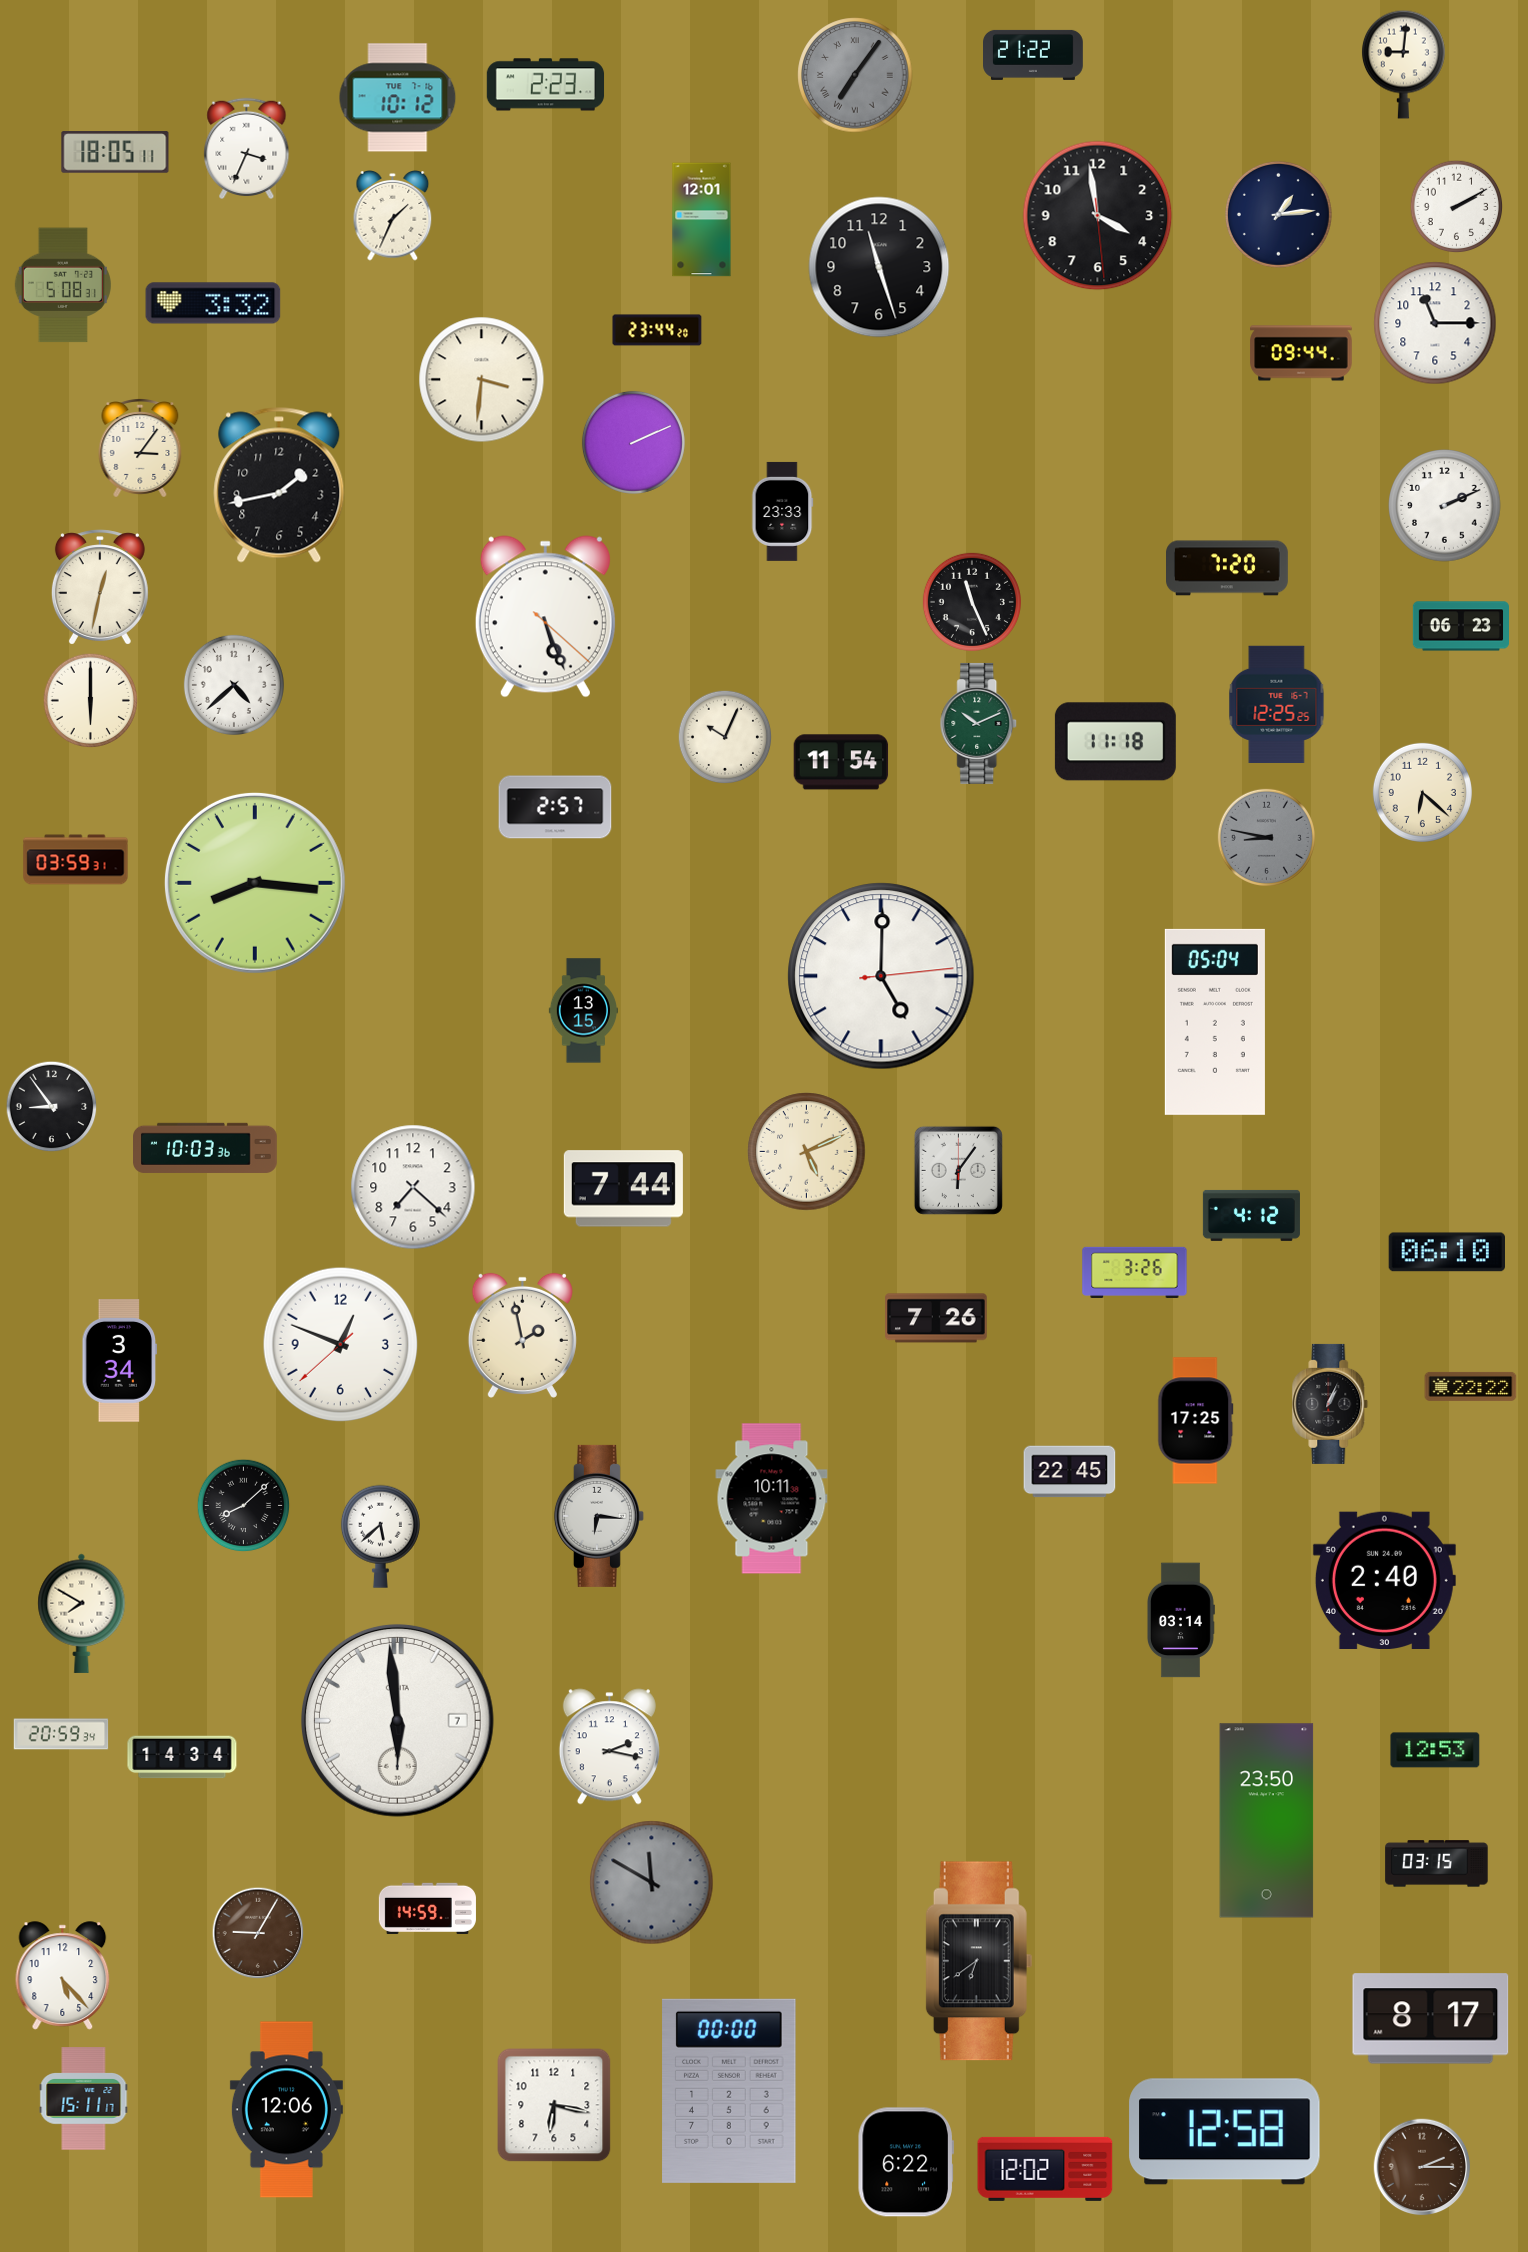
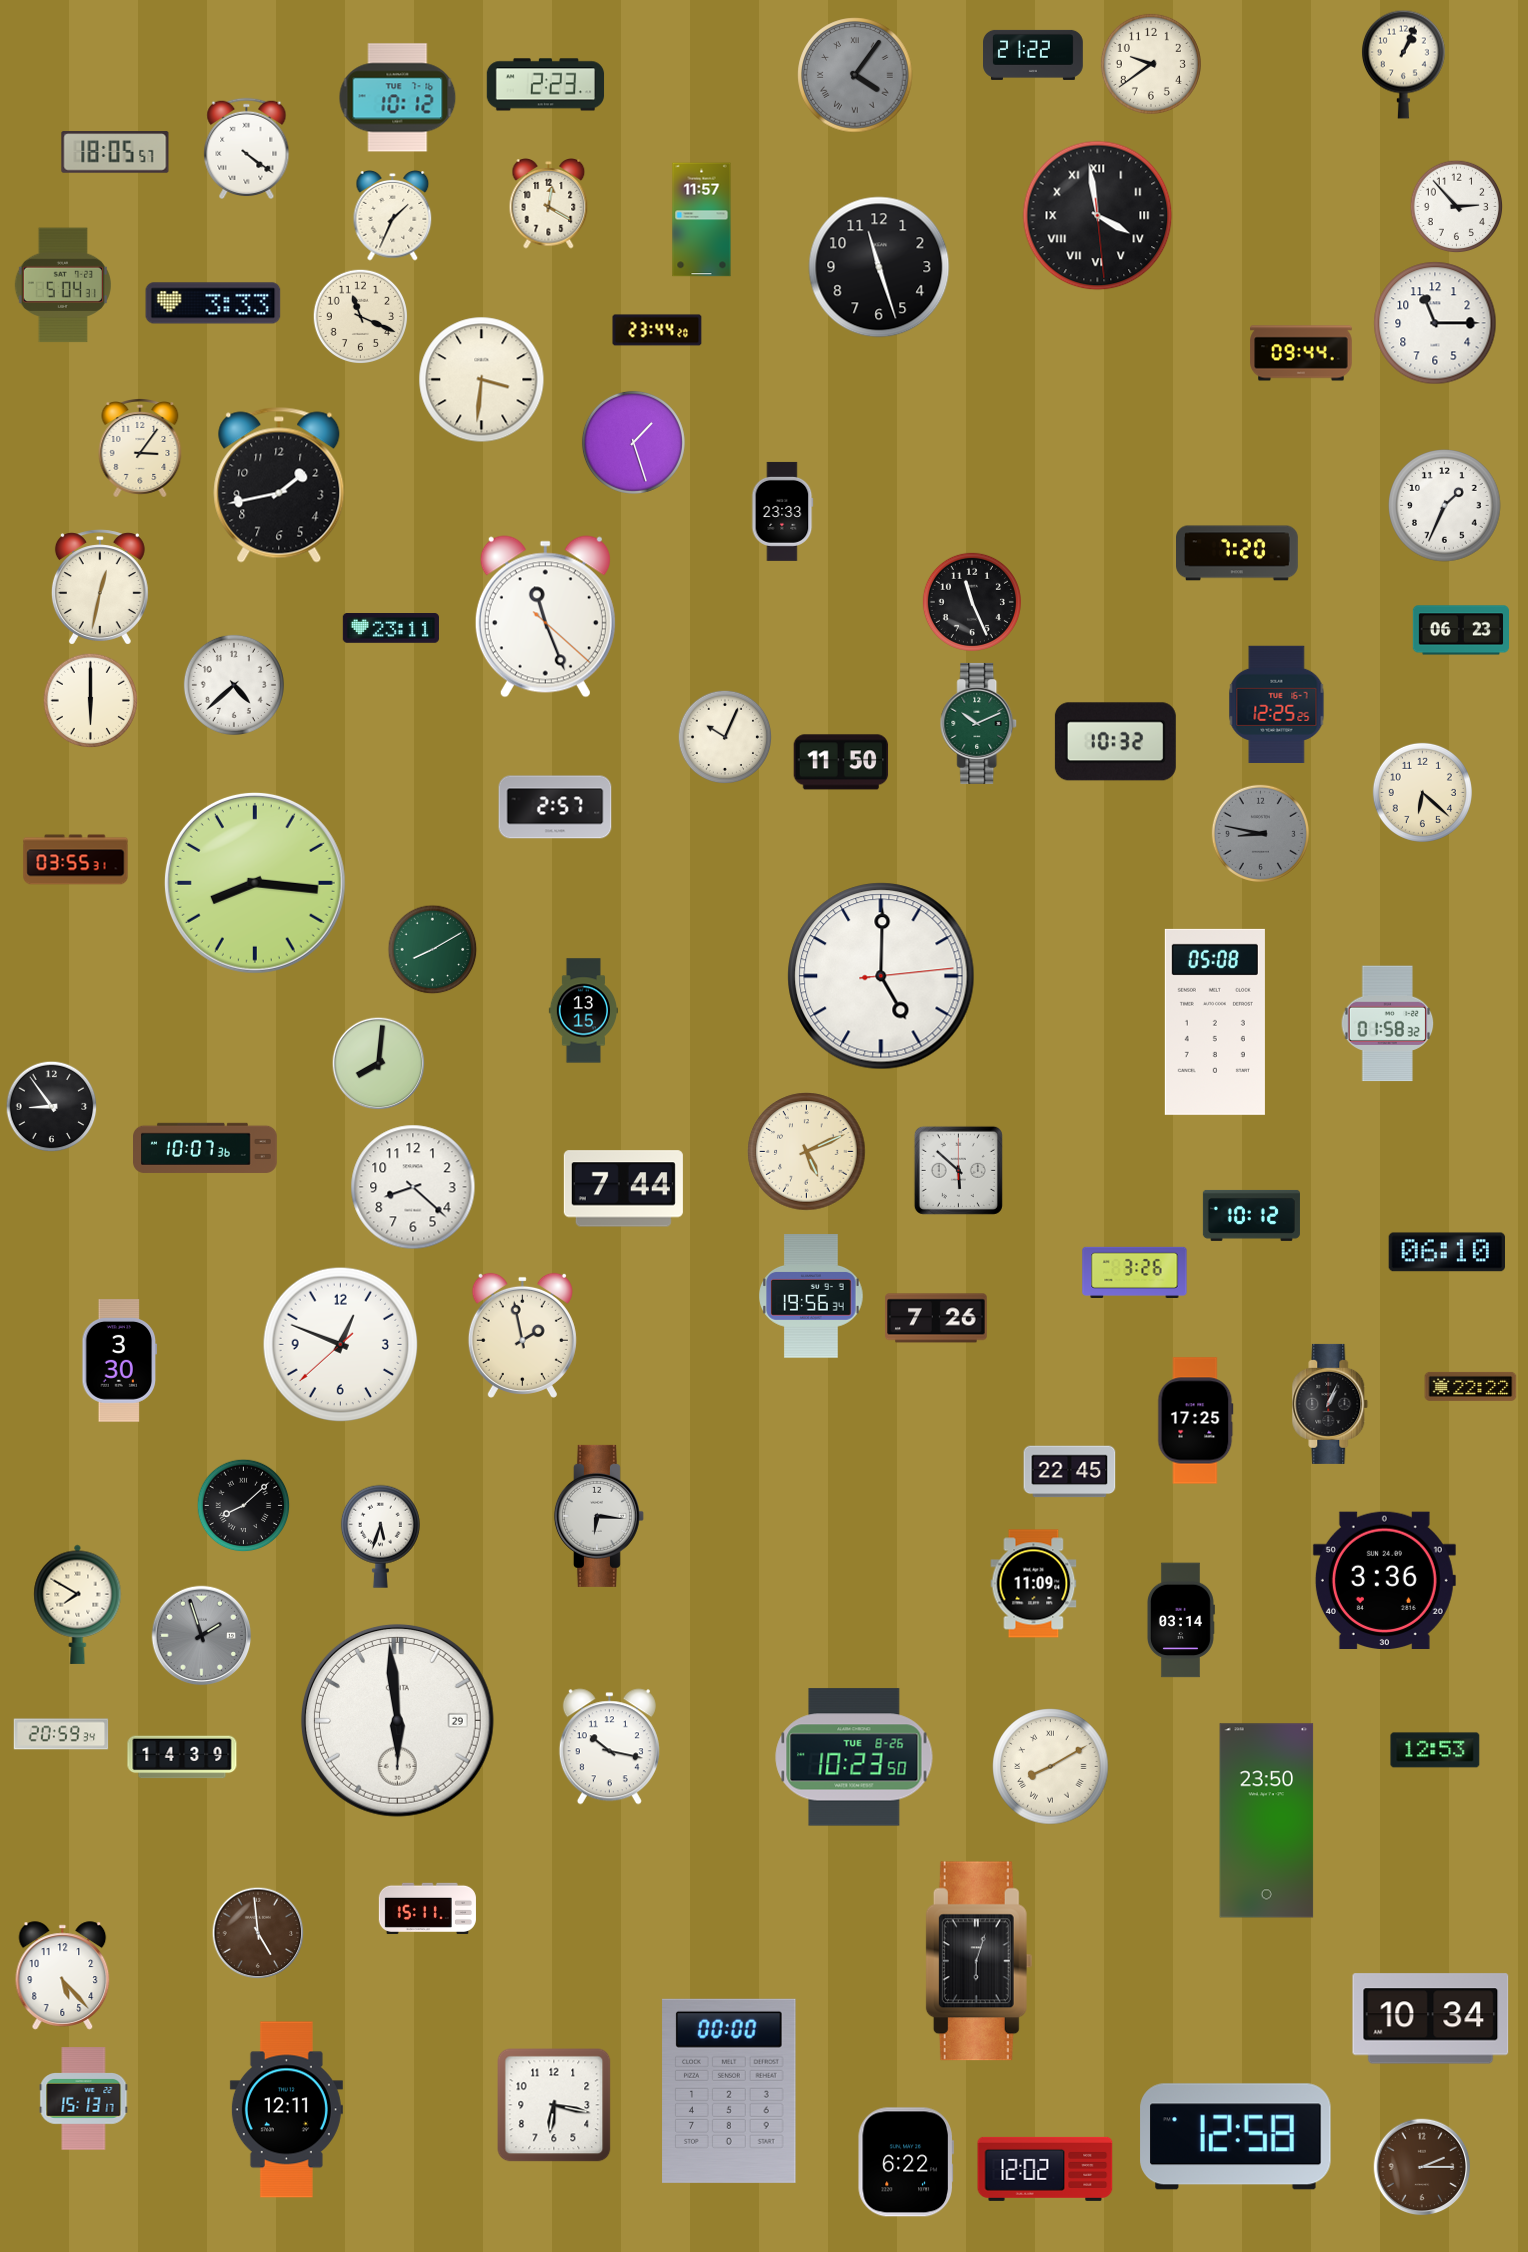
clock at (1151, 64): none -> 9:39
clock at (1403, 64): 9:01 -> 1:04
clock at (855, 75): 7:06 -> 4:06
clock at (247, 148): 3:34 -> 4:21
clock at (115, 152): 18:05:11 -> 18:05:57
clock at (549, 204): none -> 12:20
clock at (1457, 207): 2:10 -> 2:53
clock at (1278, 214): 1:14 -> none
clock at (1098, 216) numerals: Arabic -> Roman
clock at (702, 220): 12:01 -> 11:57
clock at (63, 285): 5:08 -> 5:04
clock at (213, 303): 3:32 -> 3:33
clock at (361, 317): none -> 11:19
clock at (633, 442): 2:11 -> 1:27
clock at (1445, 506): 2:11 -> 1:34
clock at (1228, 568) position: (1228, 568) -> (1238, 553)
clock at (545, 617): 5:26 -> 11:26
clock at (1460, 626) position: (1460, 626) -> (1460, 630)
clock at (391, 629): none -> 23:11
clock at (1115, 742): 11:18 -> 10:32
clock at (841, 762): 11:54 -> 11:50
clock at (1266, 837) position: (1266, 837) -> (1260, 833)
clock at (76, 860): 03:59 -> 03:55
clock at (433, 950): none -> 8:10
clock at (1215, 1022): 05:04 -> 05:08
clock at (1388, 1024): none -> 01:58
clock at (379, 1064): none -> 8:01
clock at (206, 1148): 10:03 -> 10:07
clock at (958, 1170): 6:06 -> 5:52
clock at (413, 1187): 7:22 -> 8:22
clock at (1251, 1215): 4:12 -> 10:12
clock at (811, 1296): none -> 19:56
clock at (120, 1361): 3:34 -> 3:30
clock at (772, 1499): 10:11 -> none
clock at (380, 1536): 5:38 -> 5:33
clock at (1384, 1580): 2:40 -> 3:36
clock at (1034, 1584): none -> 11:09
clock at (82, 1613) position: (82, 1613) -> (78, 1604)
clock at (202, 1636): none -> 1:57
clock at (397, 1720) date: 7 -> 29
clock at (609, 1747): 2:17 -> 10:17
clock at (182, 1757): 14:34 -> 14:39
clock at (854, 1757): none -> 10:23
clock at (1051, 1767): none -> 8:10
clock at (1437, 1864): 03:15 -> none
clock at (652, 1883): 11:50 -> none
clock at (427, 1908): 14:59 -> 15:11
clock at (258, 1933): 9:05 -> 4:59
clock at (979, 1961): 6:39 -> 6:03
clock at (1431, 2019): 8:17 -> 10:34
clock at (84, 2099): 15:11 -> 15:13
clock at (286, 2110): 12:06 -> 12:11
clock at (1225, 2132) position: (1225, 2132) -> (1236, 2137)
